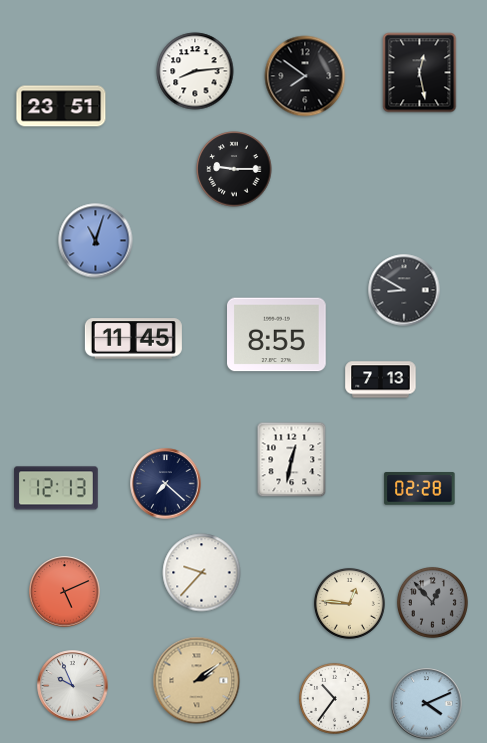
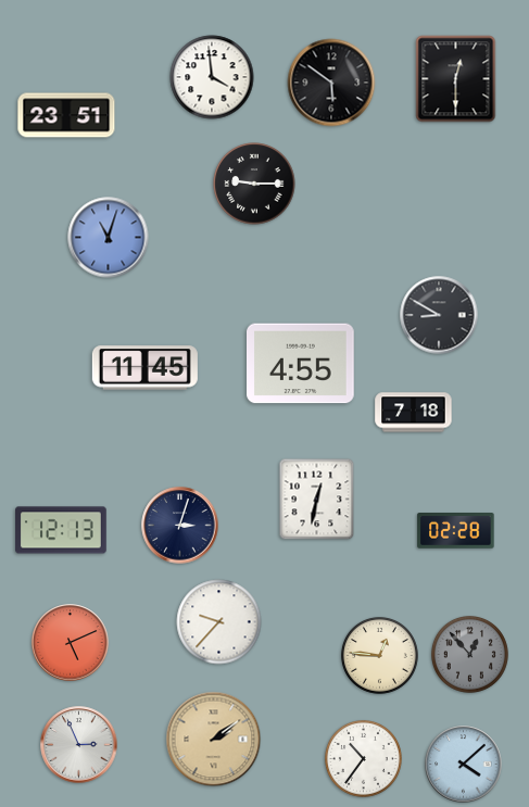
clock at (195, 71): 8:14 -> 3:59
clock at (420, 73): 12:28 -> 12:30
clock at (305, 76): 7:51 -> 5:51
clock at (96, 241) position: (96, 241) -> (109, 238)
clock at (277, 335): 8:55 -> 4:55
clock at (381, 380): 7:13 -> 7:18
clock at (166, 484): 7:22 -> 3:03
clock at (73, 686): 9:56 -> 2:56
clock at (427, 704): 4:11 -> 4:08
